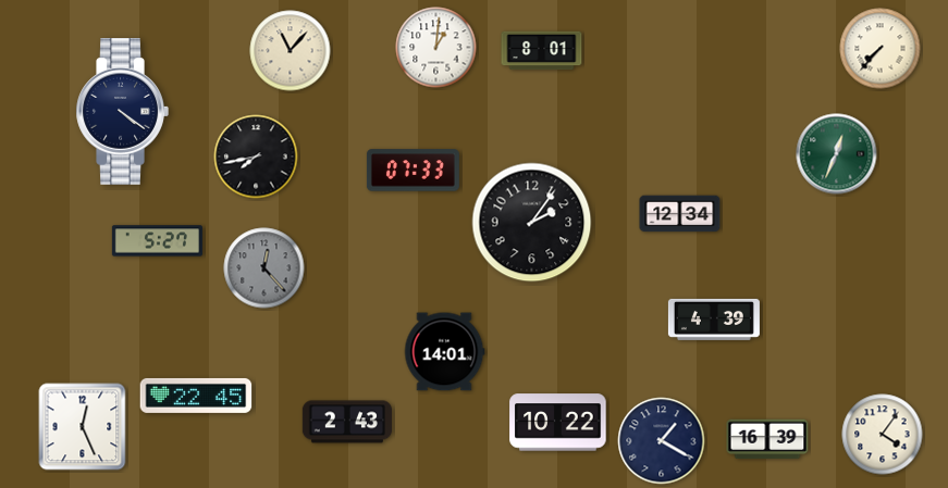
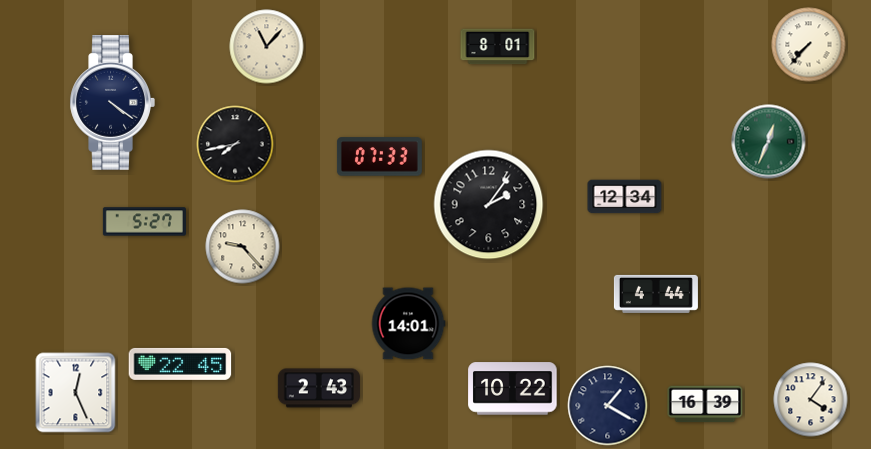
clock at (436, 48): 1:01 -> none
clock at (264, 268): 12:23 -> 9:23
clock at (264, 268) dial: grey -> cream
clock at (714, 320): 4:39 -> 4:44
